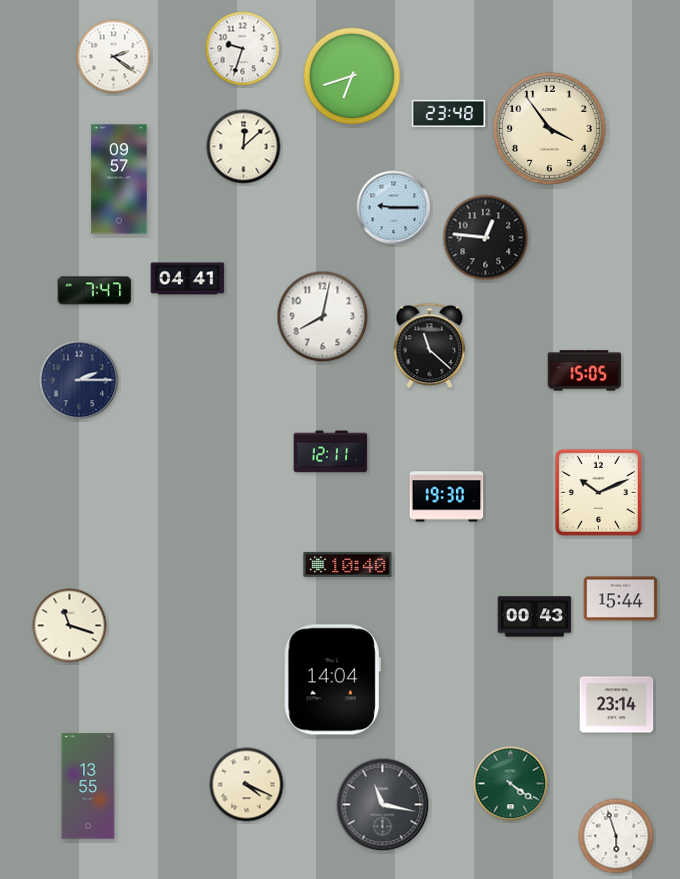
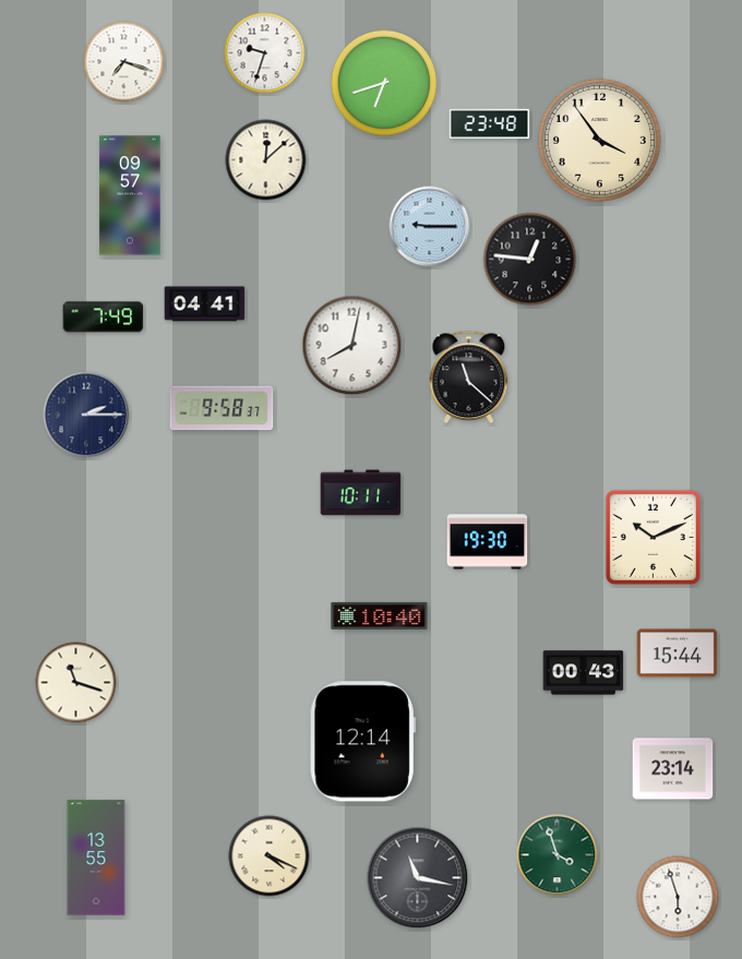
clock at (114, 57): 2:21 -> 7:18
clock at (95, 291): 7:47 -> 7:49
clock at (585, 371): 15:05 -> none
clock at (222, 408): none -> 9:58
clock at (331, 452): 12:11 -> 10:11
clock at (332, 680): 14:04 -> 12:14
clock at (511, 784): 4:21 -> 3:57
clock at (616, 836) position: (616, 836) -> (678, 897)
